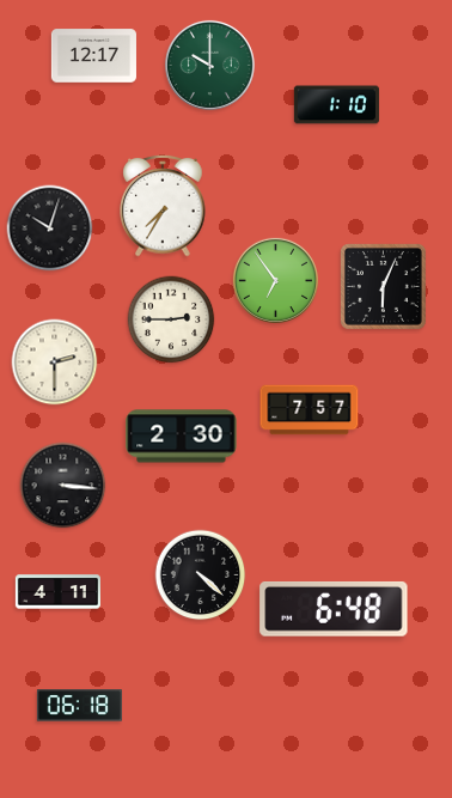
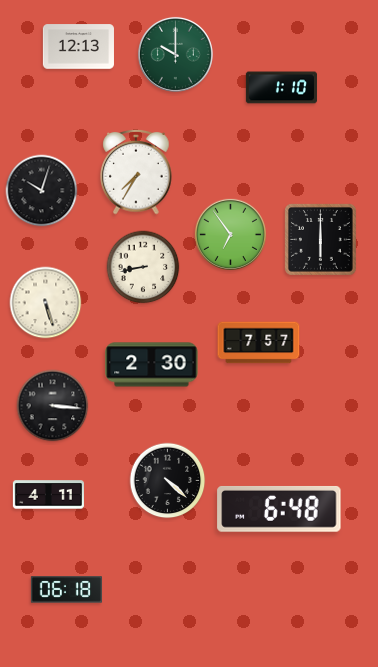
clock at (93, 56): 12:17 -> 12:13
clock at (384, 287): 6:04 -> 6:00
clock at (171, 319): 2:45 -> 8:43
clock at (55, 363): 2:30 -> 5:27
